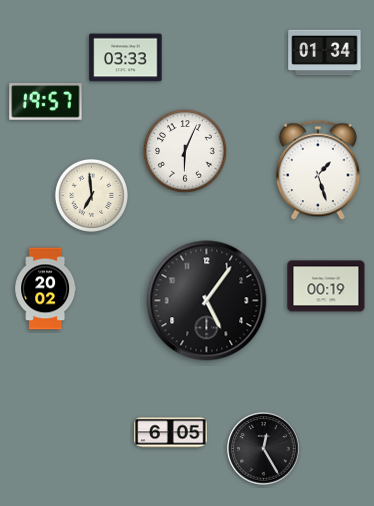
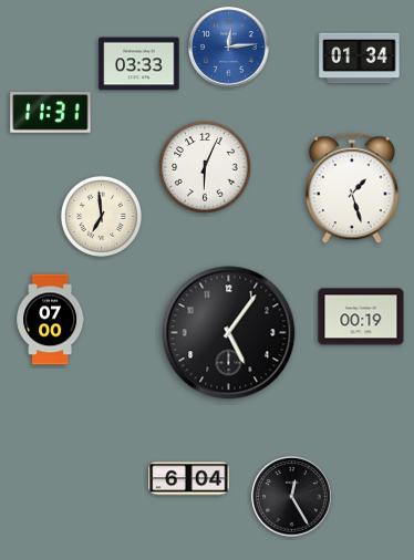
clock at (229, 48): none -> 12:14
clock at (46, 102): 19:57 -> 11:31
clock at (46, 289): 20:02 -> 07:00
clock at (171, 433): 6:05 -> 6:04
